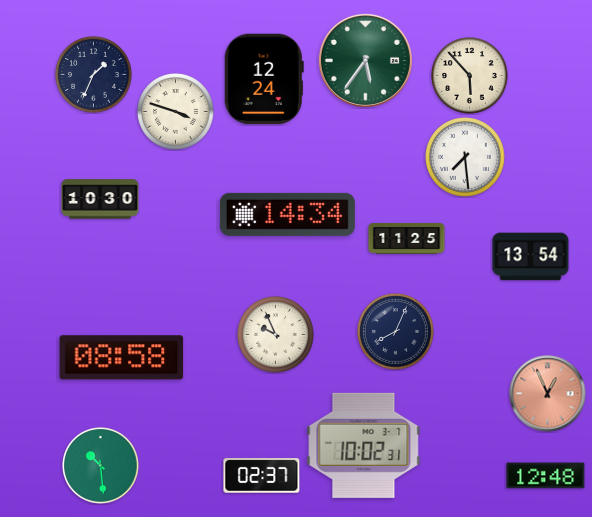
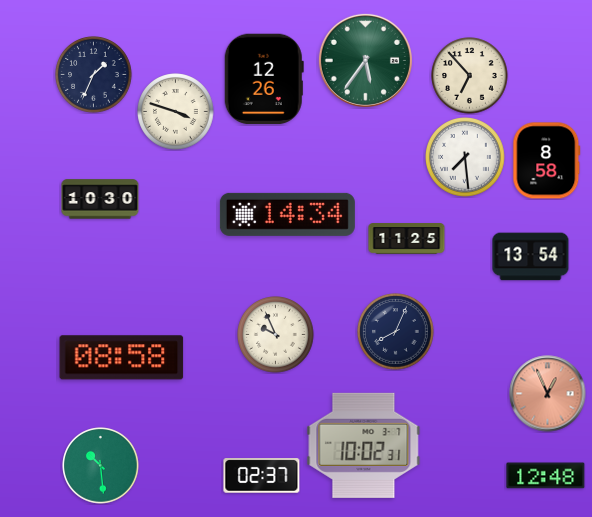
clock at (470, 76): 5:53 -> 6:53
clock at (264, 79): 12:24 -> 12:26
clock at (547, 161): none -> 8:58
